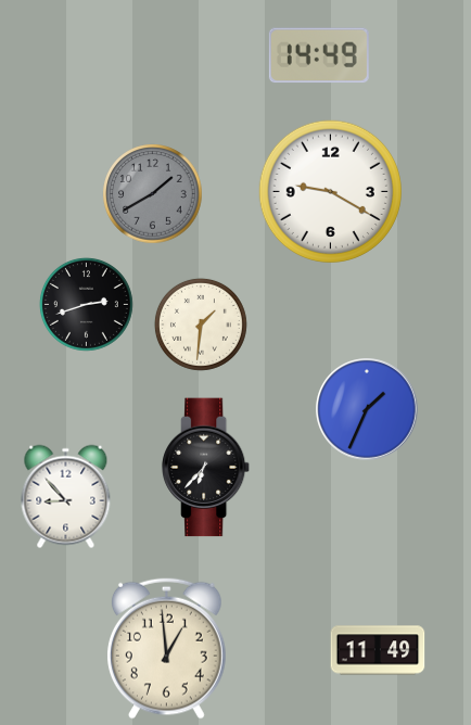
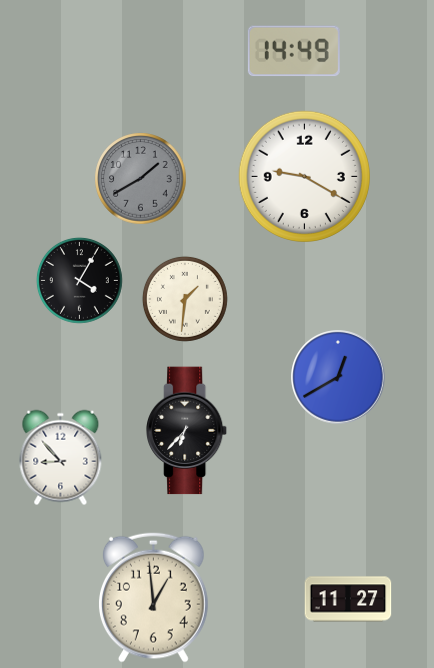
clock at (86, 304): 2:42 -> 4:05
clock at (367, 409): 1:34 -> 12:40
clock at (207, 468) position: (207, 468) -> (188, 431)
clock at (378, 650): 11:49 -> 11:27
